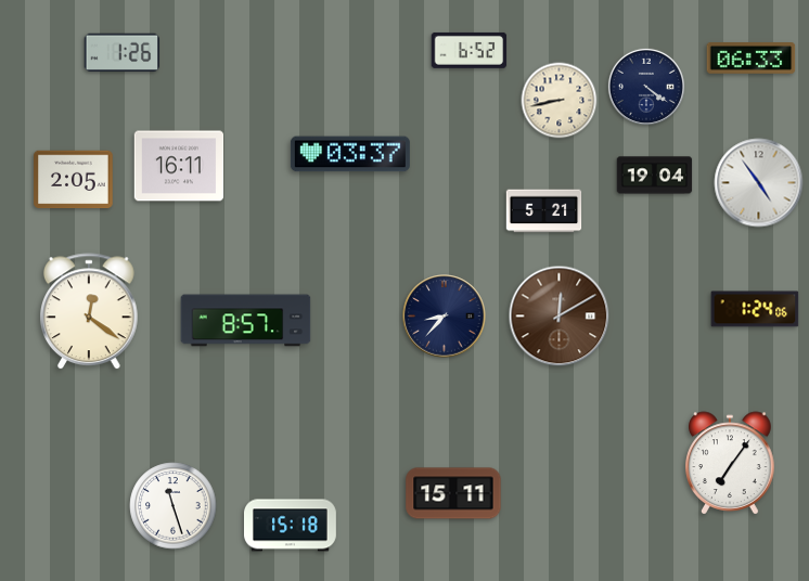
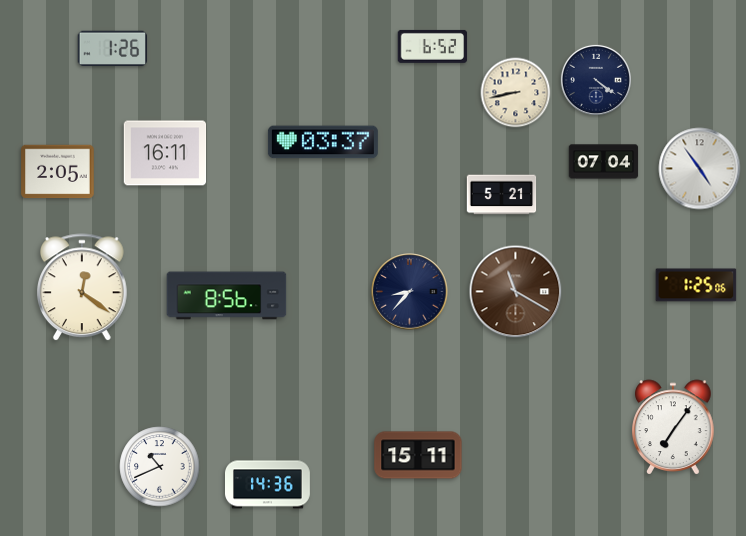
clock at (752, 59): 06:33 -> none
clock at (655, 176): 19:04 -> 07:04
clock at (74, 180) position: (74, 180) -> (58, 172)
clock at (755, 309): 1:24 -> 1:25
clock at (560, 317): 12:10 -> 11:20
clock at (246, 321): 8:57 -> 8:56
clock at (174, 506): 11:27 -> 10:41
clock at (291, 526): 15:18 -> 14:36
